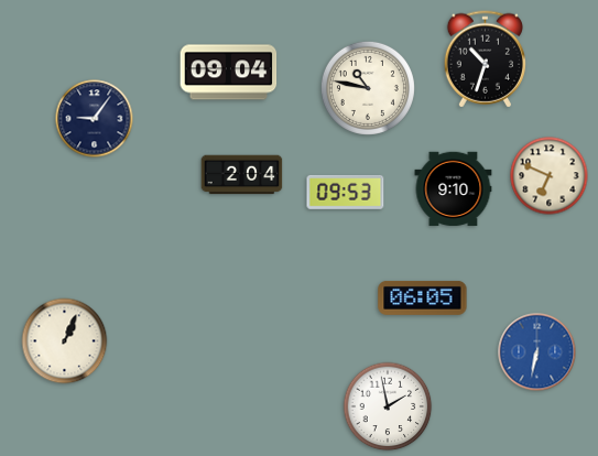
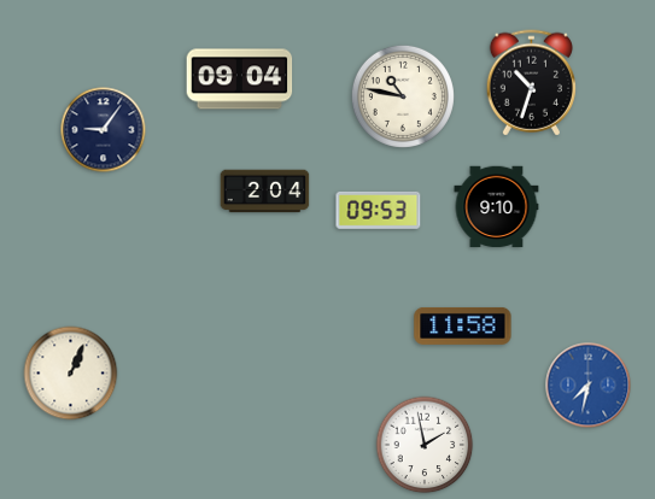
clock at (485, 59) position: (485, 59) -> (531, 83)
clock at (229, 73) position: (229, 73) -> (240, 80)
clock at (550, 176): 6:49 -> none
clock at (423, 297): 06:05 -> 11:58
clock at (537, 352): 6:32 -> 7:32
